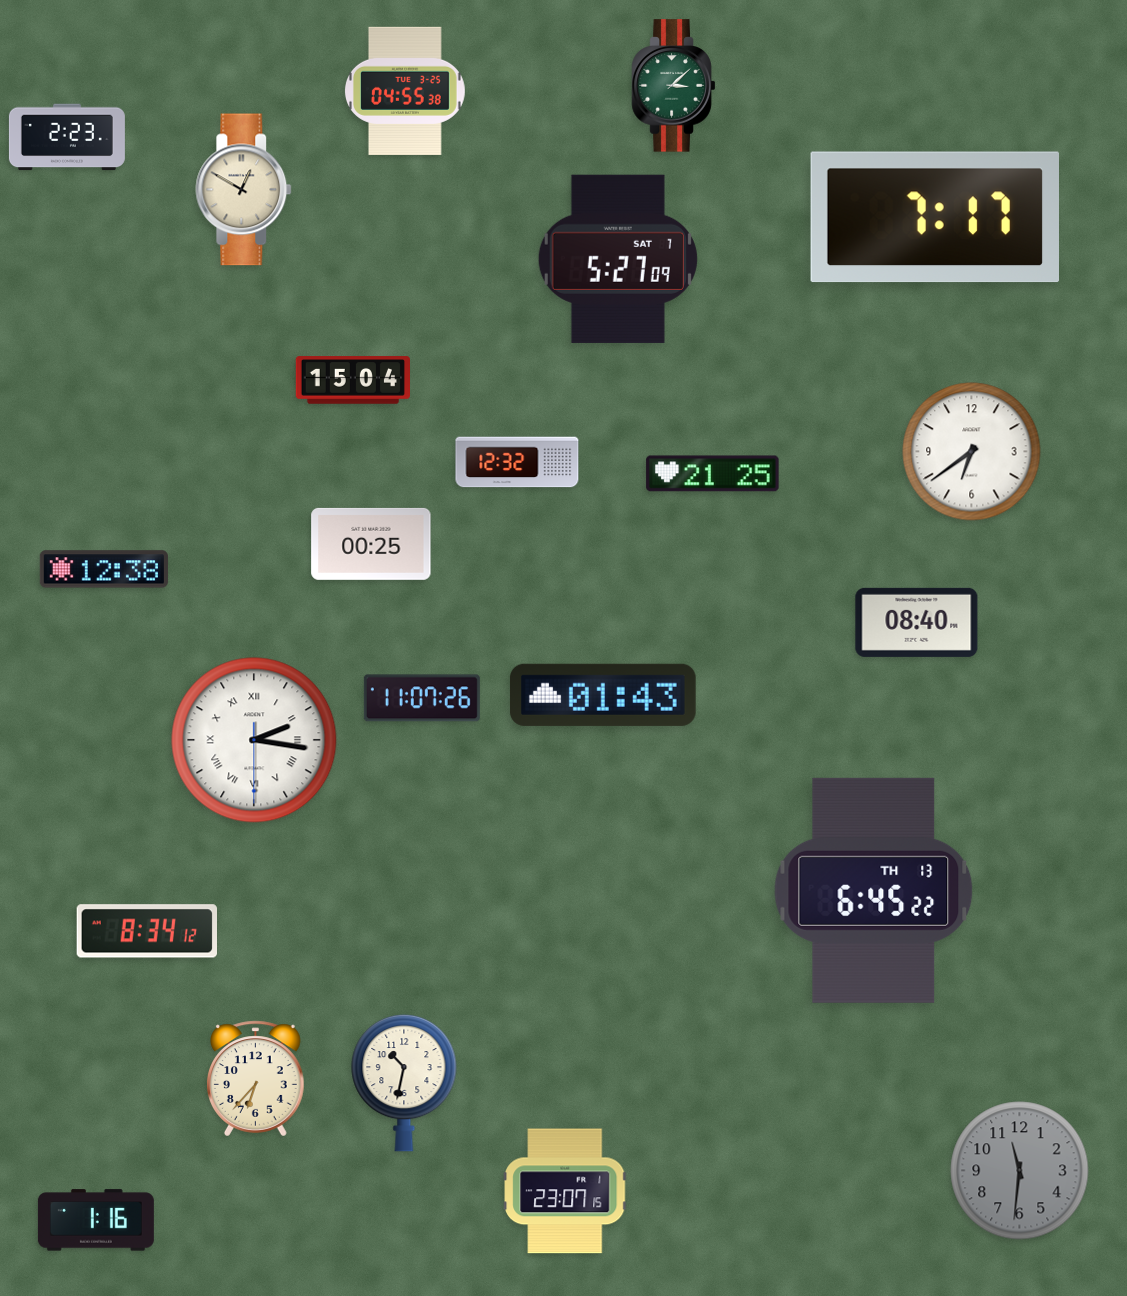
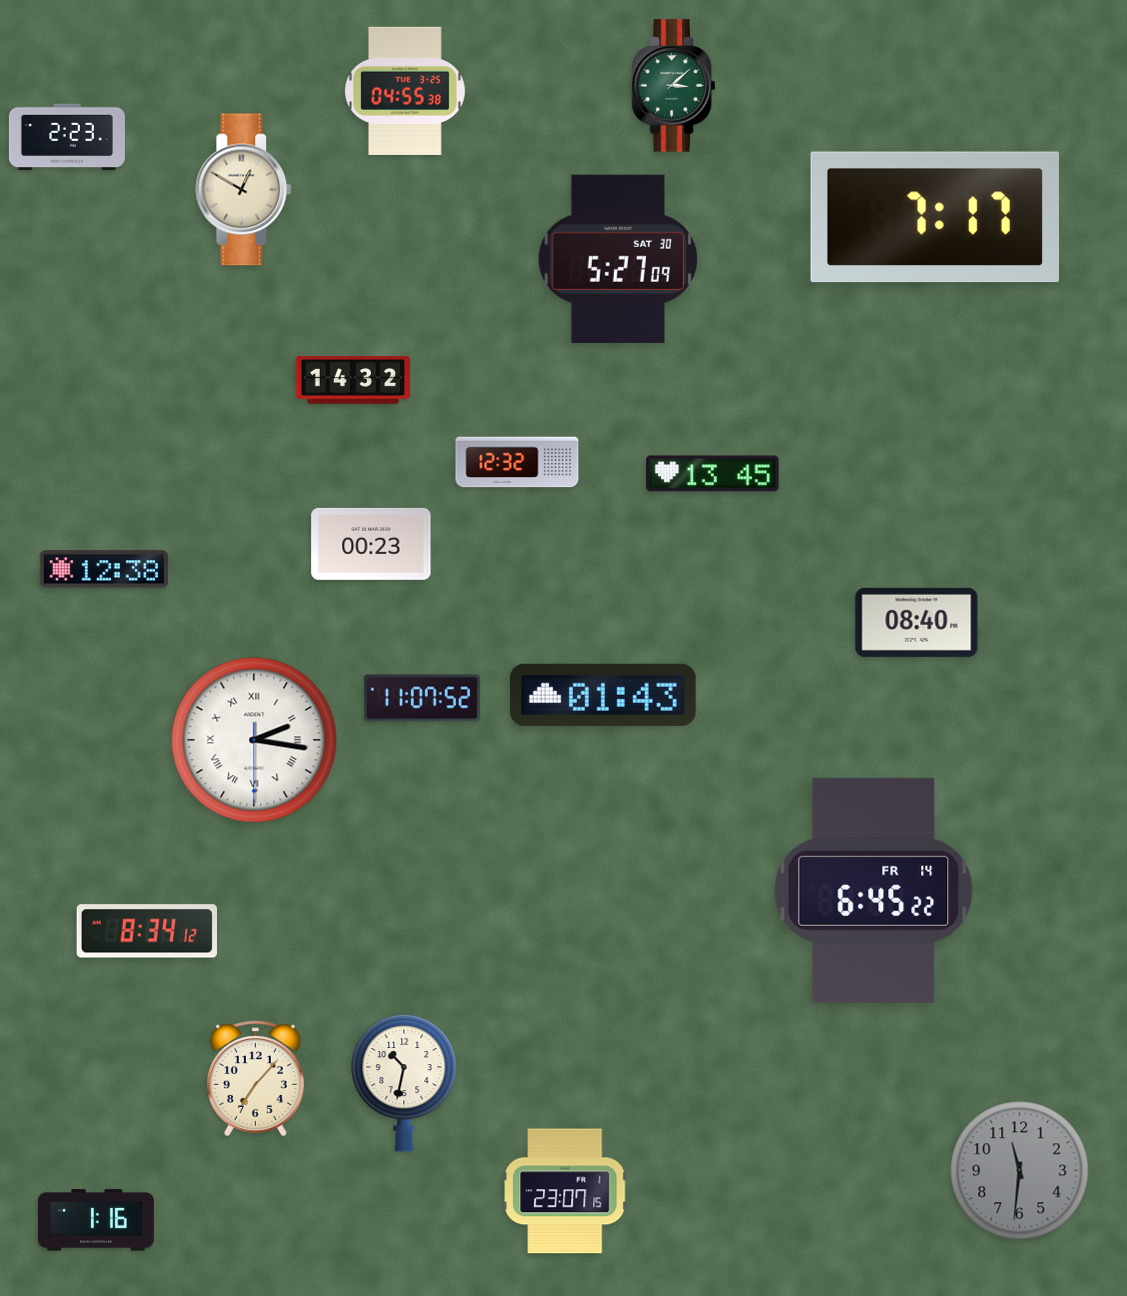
clock at (618, 259) date: SAT 7 -> SAT 30
clock at (352, 380): 15:04 -> 14:32
clock at (972, 452): 6:39 -> none
clock at (713, 474): 21:25 -> 13:45
clock at (371, 544): 00:25 -> 00:23
clock at (422, 698): 11:07:26 -> 11:07:52
clock at (874, 890) date: TH 13 -> FR 14
clock at (256, 1079): 6:37 -> 7:07
